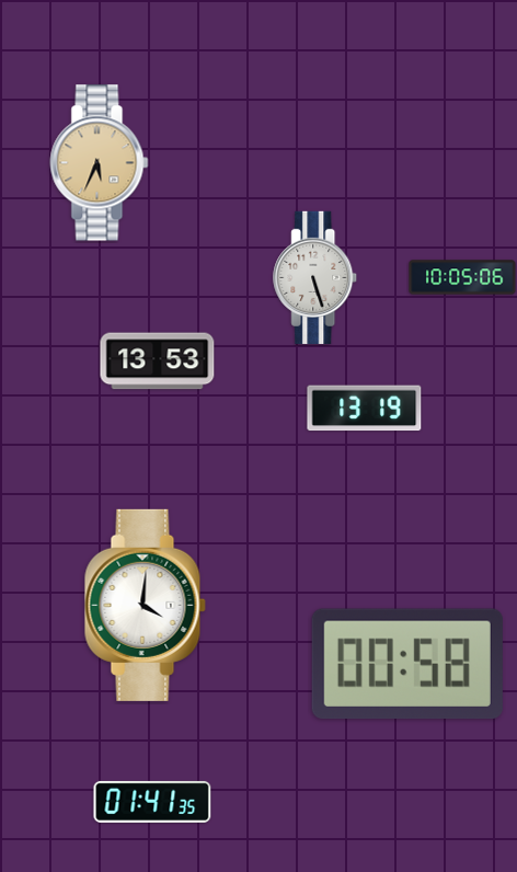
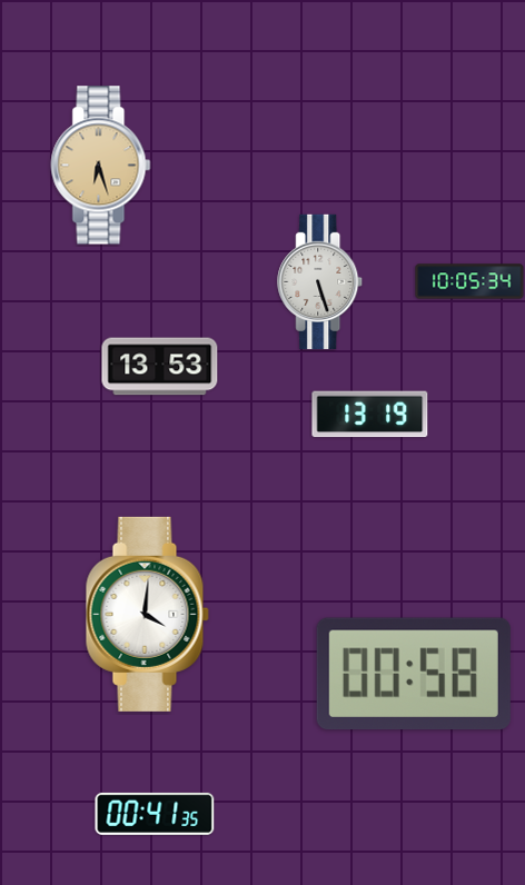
clock at (100, 163): 5:34 -> 6:27
clock at (462, 277): 10:05:06 -> 10:05:34
clock at (152, 802): 01:41 -> 00:41
